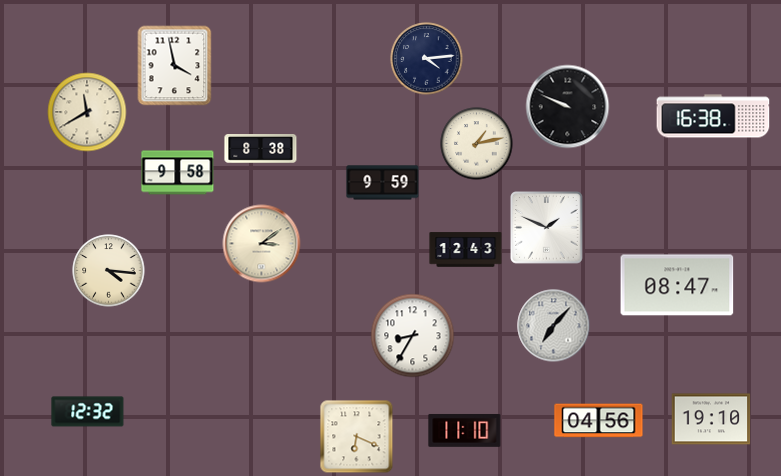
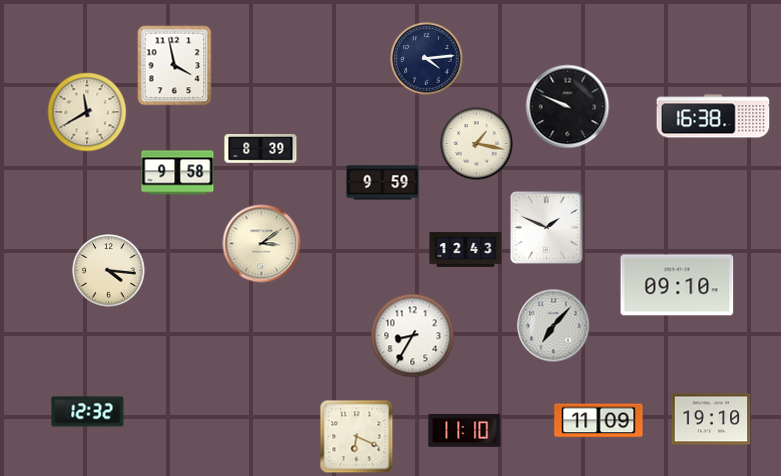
clock at (477, 144): 1:13 -> 1:17
clock at (261, 149): 8:38 -> 8:39
clock at (677, 285): 08:47 -> 09:10
clock at (599, 421): 04:56 -> 11:09
